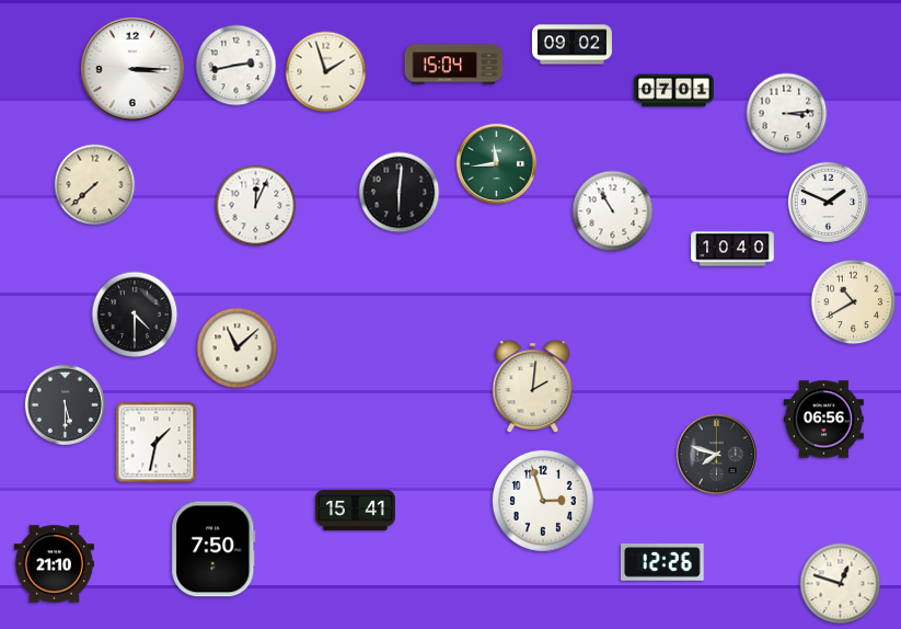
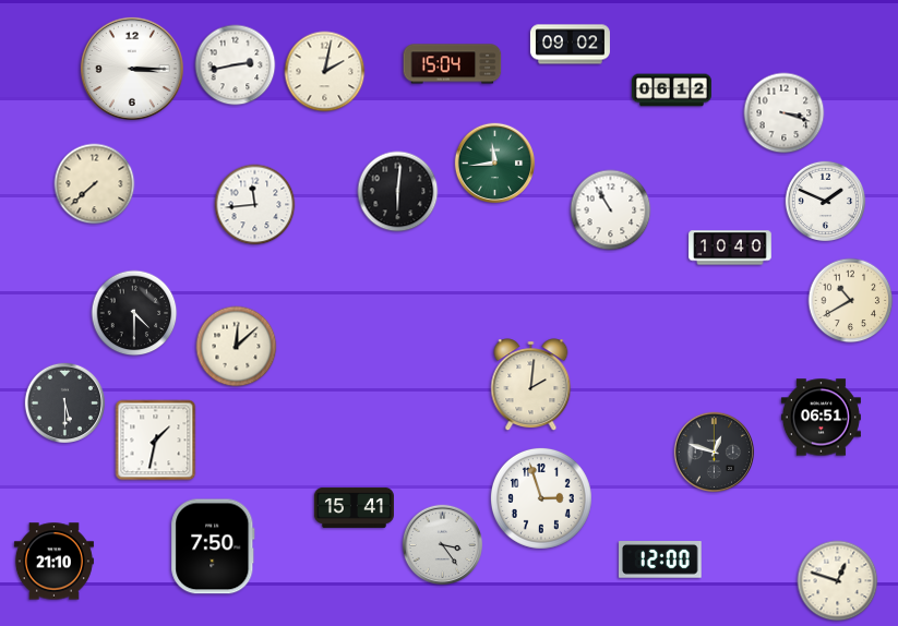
clock at (326, 72): 1:57 -> 2:02
clock at (673, 91): 07:01 -> 06:12
clock at (787, 114): 3:14 -> 3:18
clock at (256, 206): 12:04 -> 11:44
clock at (238, 348): 11:08 -> 12:08
clock at (823, 420): 06:56 -> 06:51
clock at (717, 455): 7:48 -> 12:48
clock at (443, 545): none -> 3:24
clock at (663, 563): 12:26 -> 12:00
